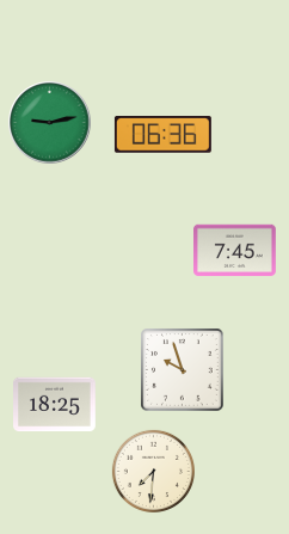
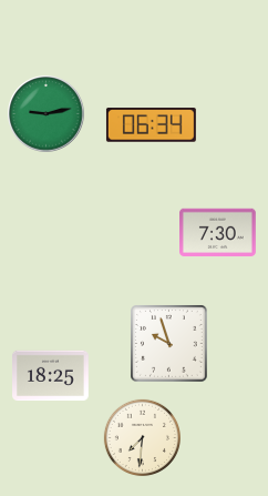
clock at (162, 135): 06:36 -> 06:34
clock at (235, 251): 7:45 -> 7:30
